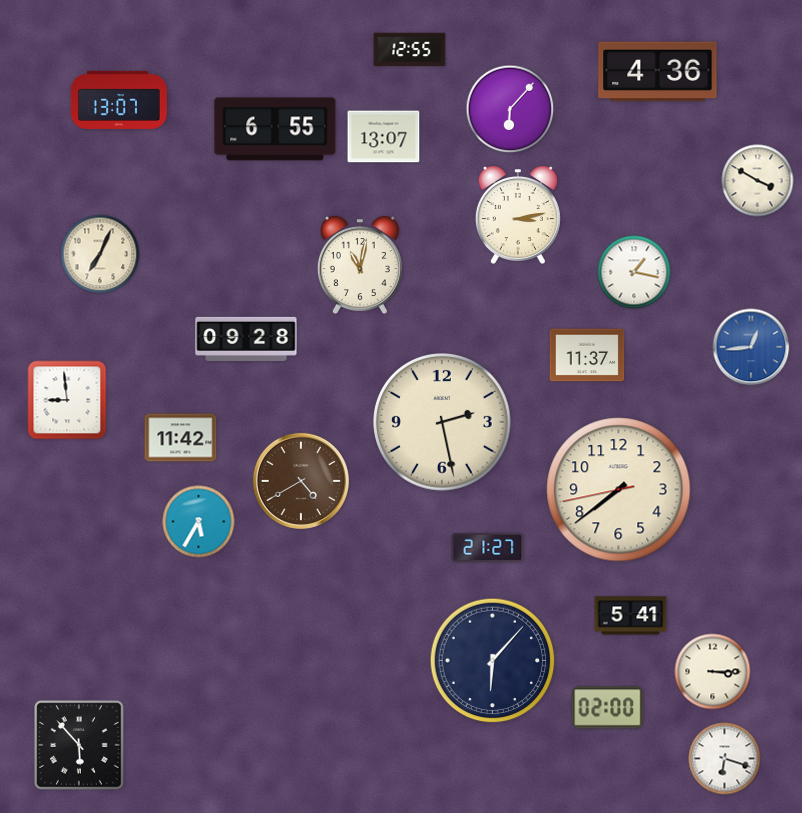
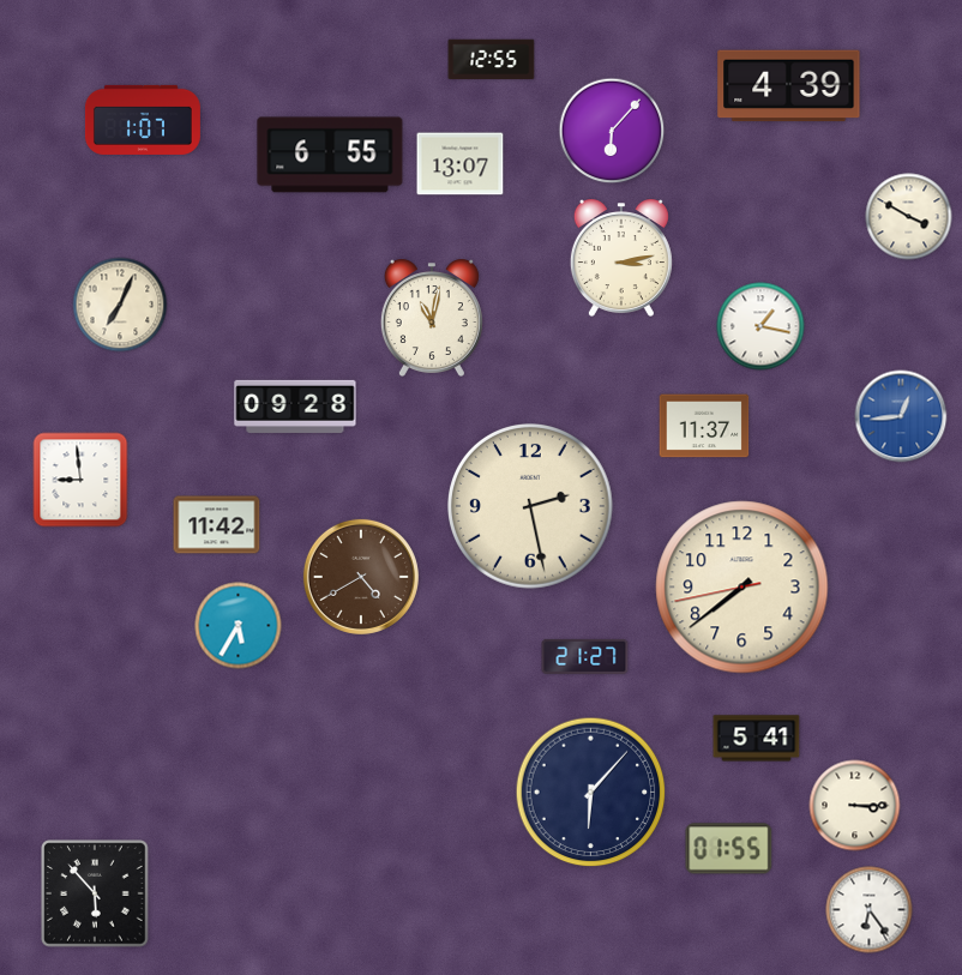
clock at (658, 72): 4:36 -> 4:39
clock at (119, 100): 13:07 -> 1:07
clock at (608, 708): 02:00 -> 01:55
clock at (725, 759): 6:18 -> 6:24
